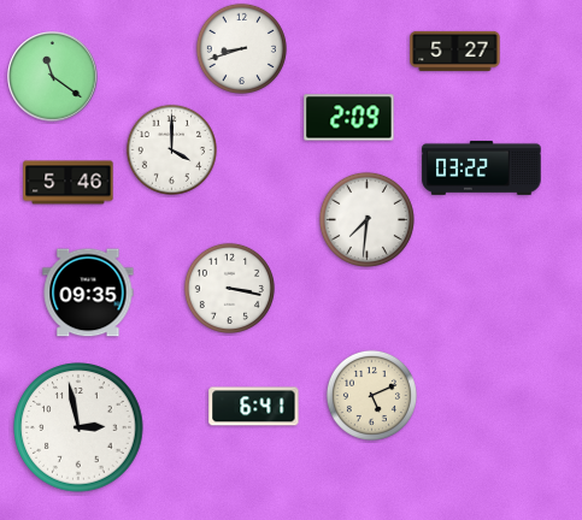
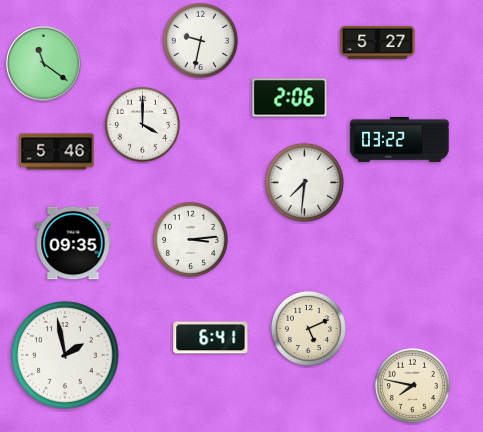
clock at (241, 48): 8:42 -> 9:32
clock at (349, 118): 2:09 -> 2:06
clock at (229, 288): 3:17 -> 3:14
clock at (78, 427): 2:58 -> 1:58
clock at (412, 385): none -> 7:47
